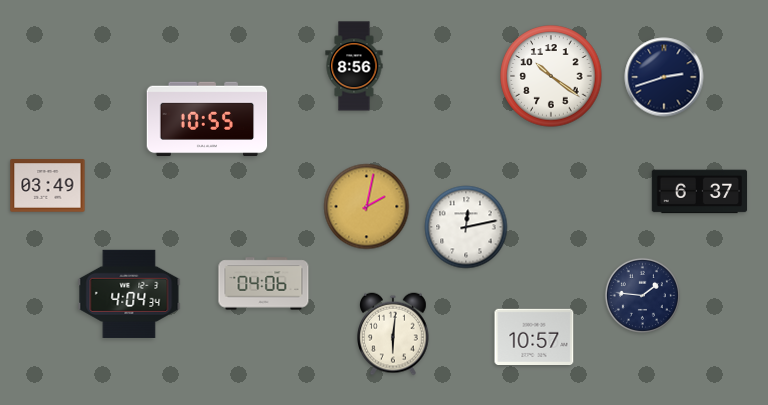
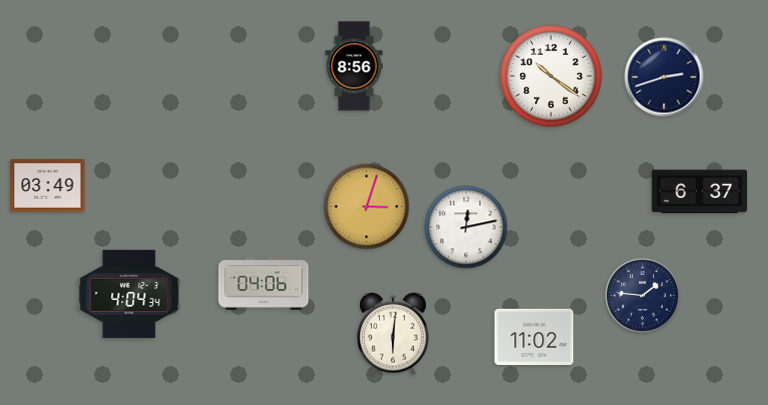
clock at (207, 119): 10:55 -> none
clock at (367, 207): 2:02 -> 3:03
clock at (534, 336): 10:57 -> 11:02
